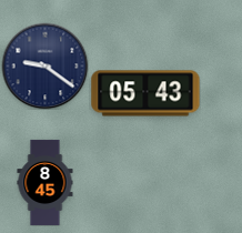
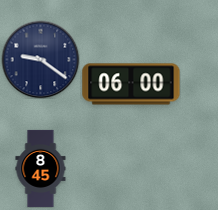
clock at (145, 93): 05:43 -> 06:00
clock at (46, 182) position: (46, 182) -> (41, 168)
